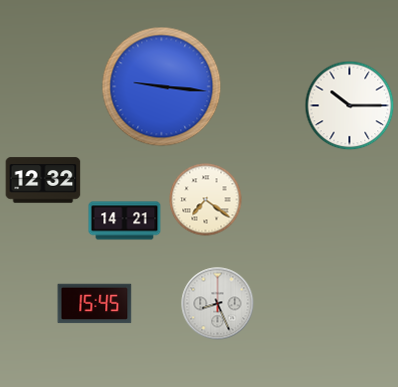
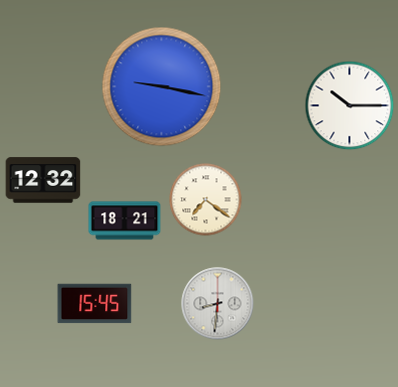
clock at (162, 87): 9:16 -> 9:17
clock at (125, 221): 14:21 -> 18:21
clock at (218, 304): 8:26 -> 8:31
